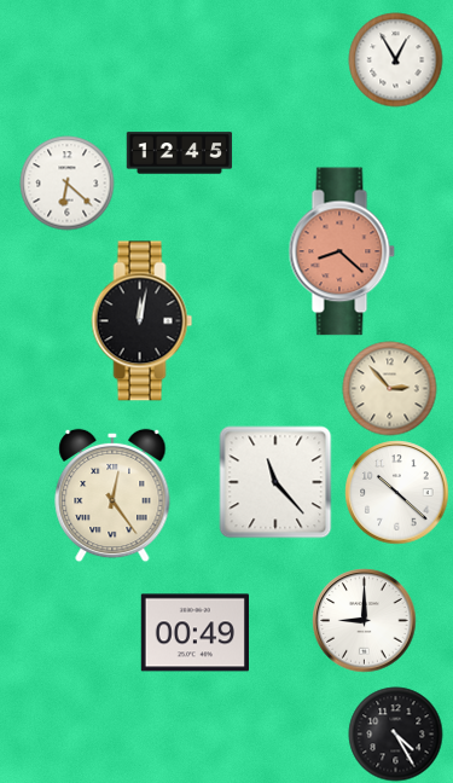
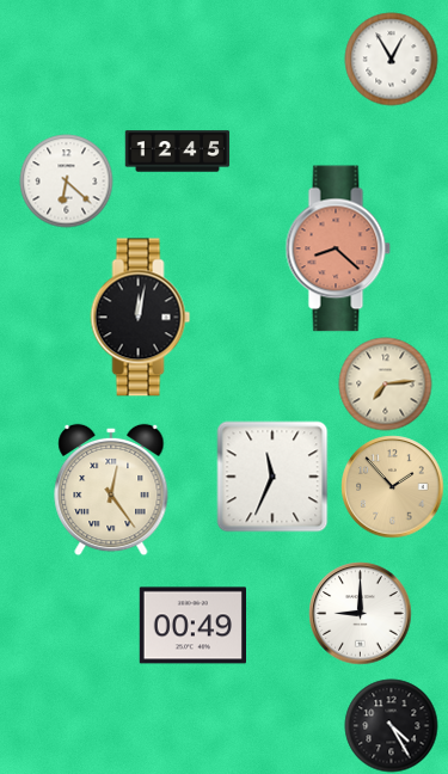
clock at (389, 388): 2:53 -> 7:14
clock at (275, 482): 11:23 -> 11:34
clock at (396, 492): 10:22 -> 1:53
clock at (396, 492) dial: white -> champagne
